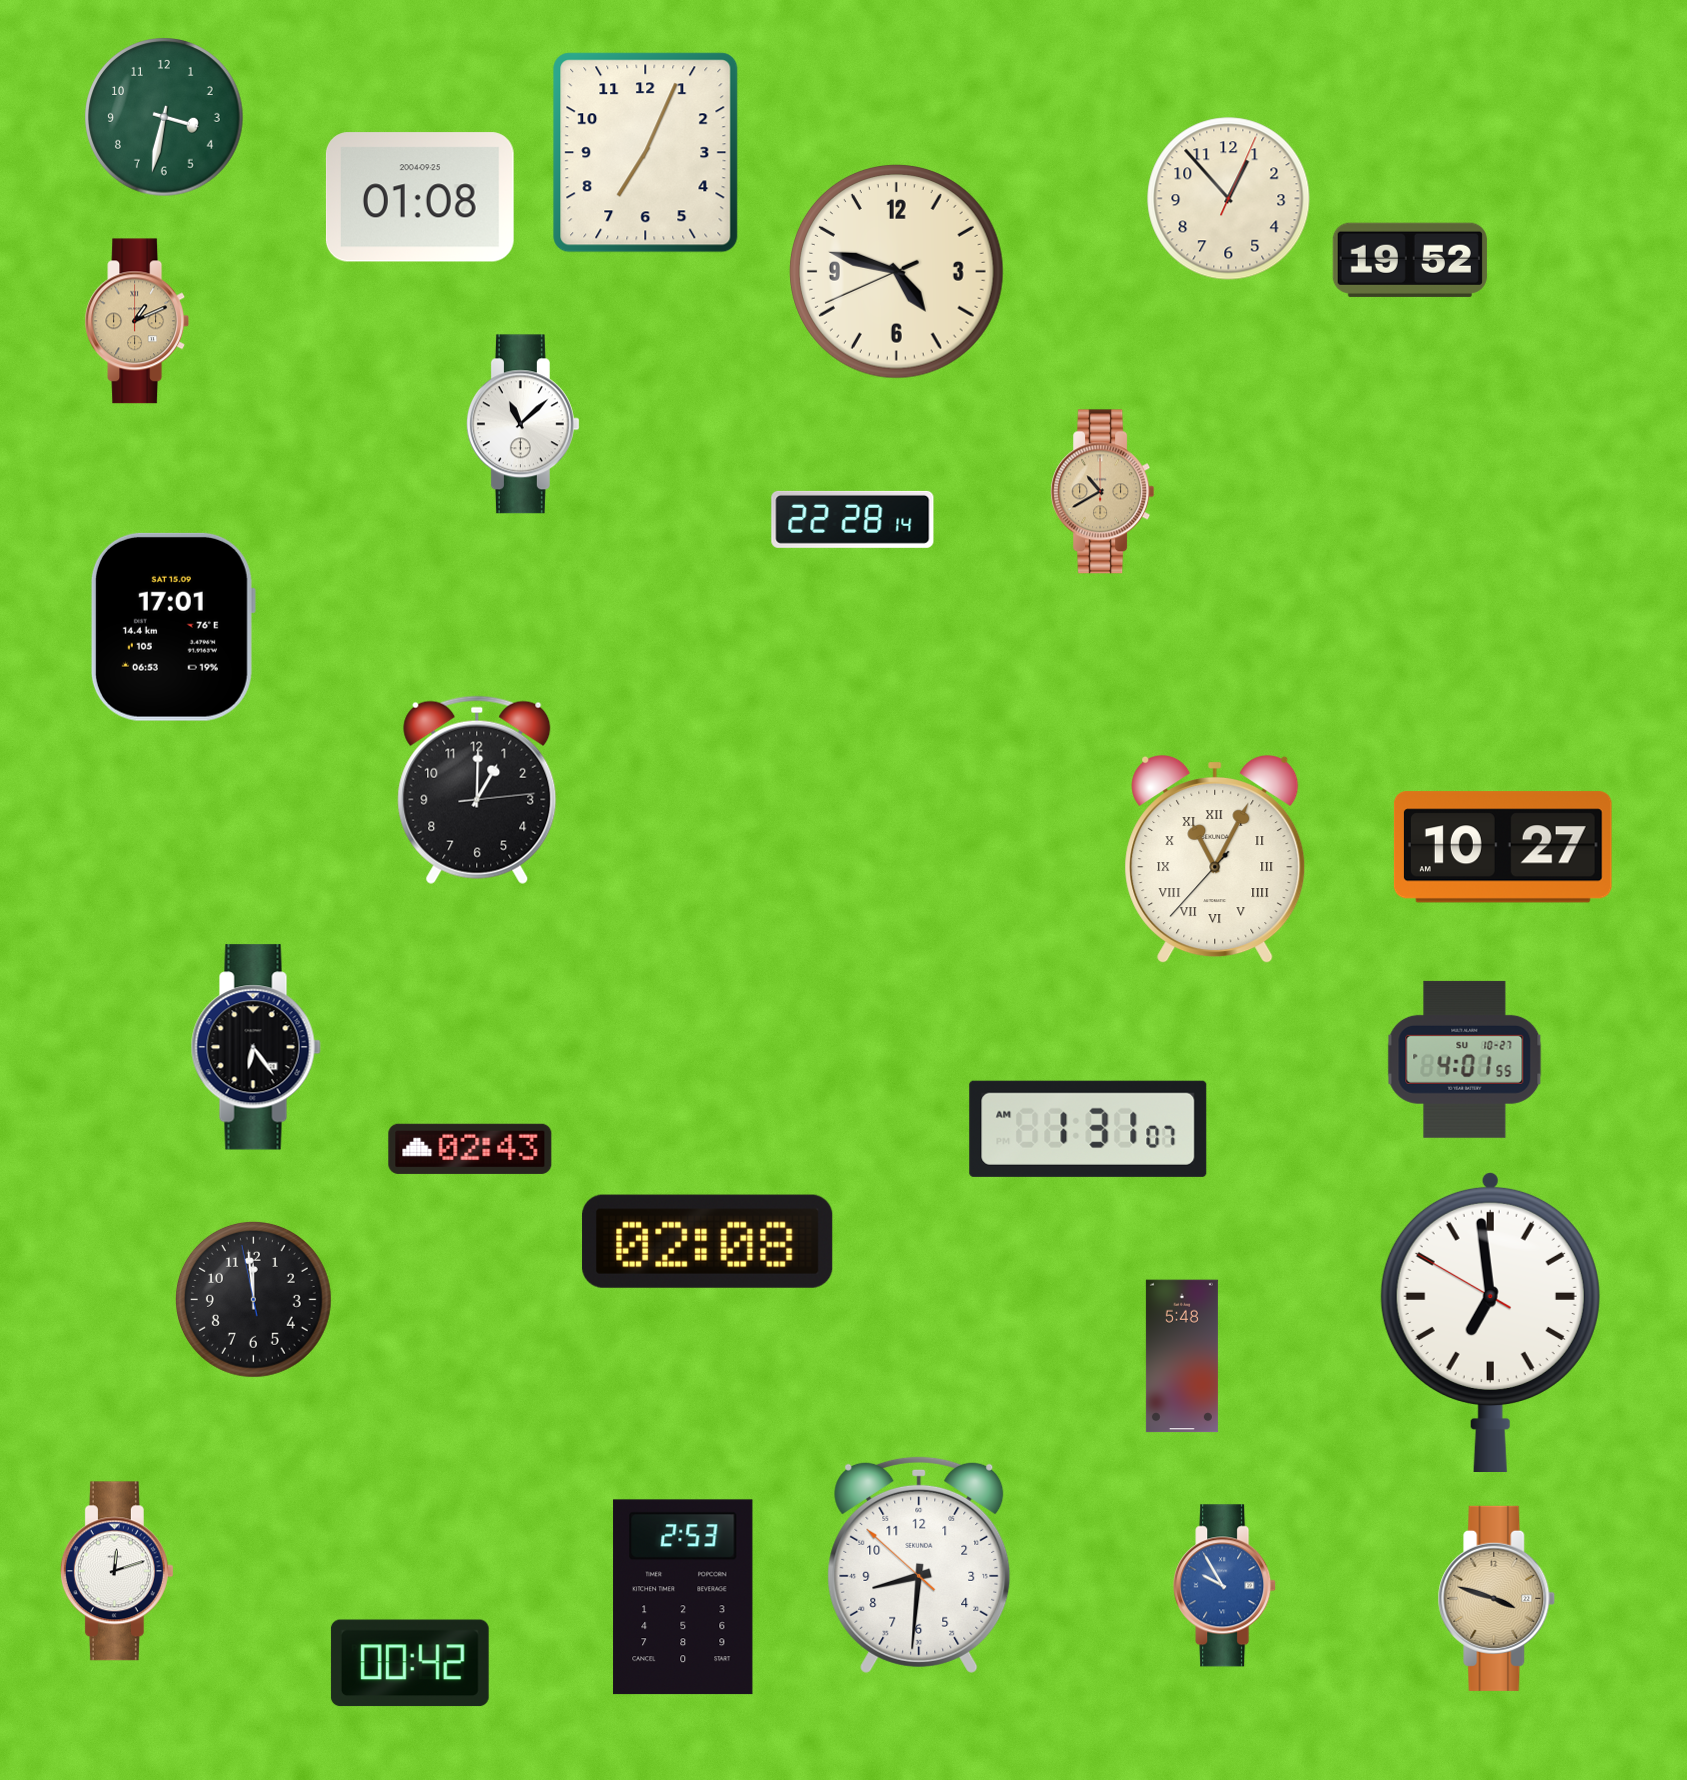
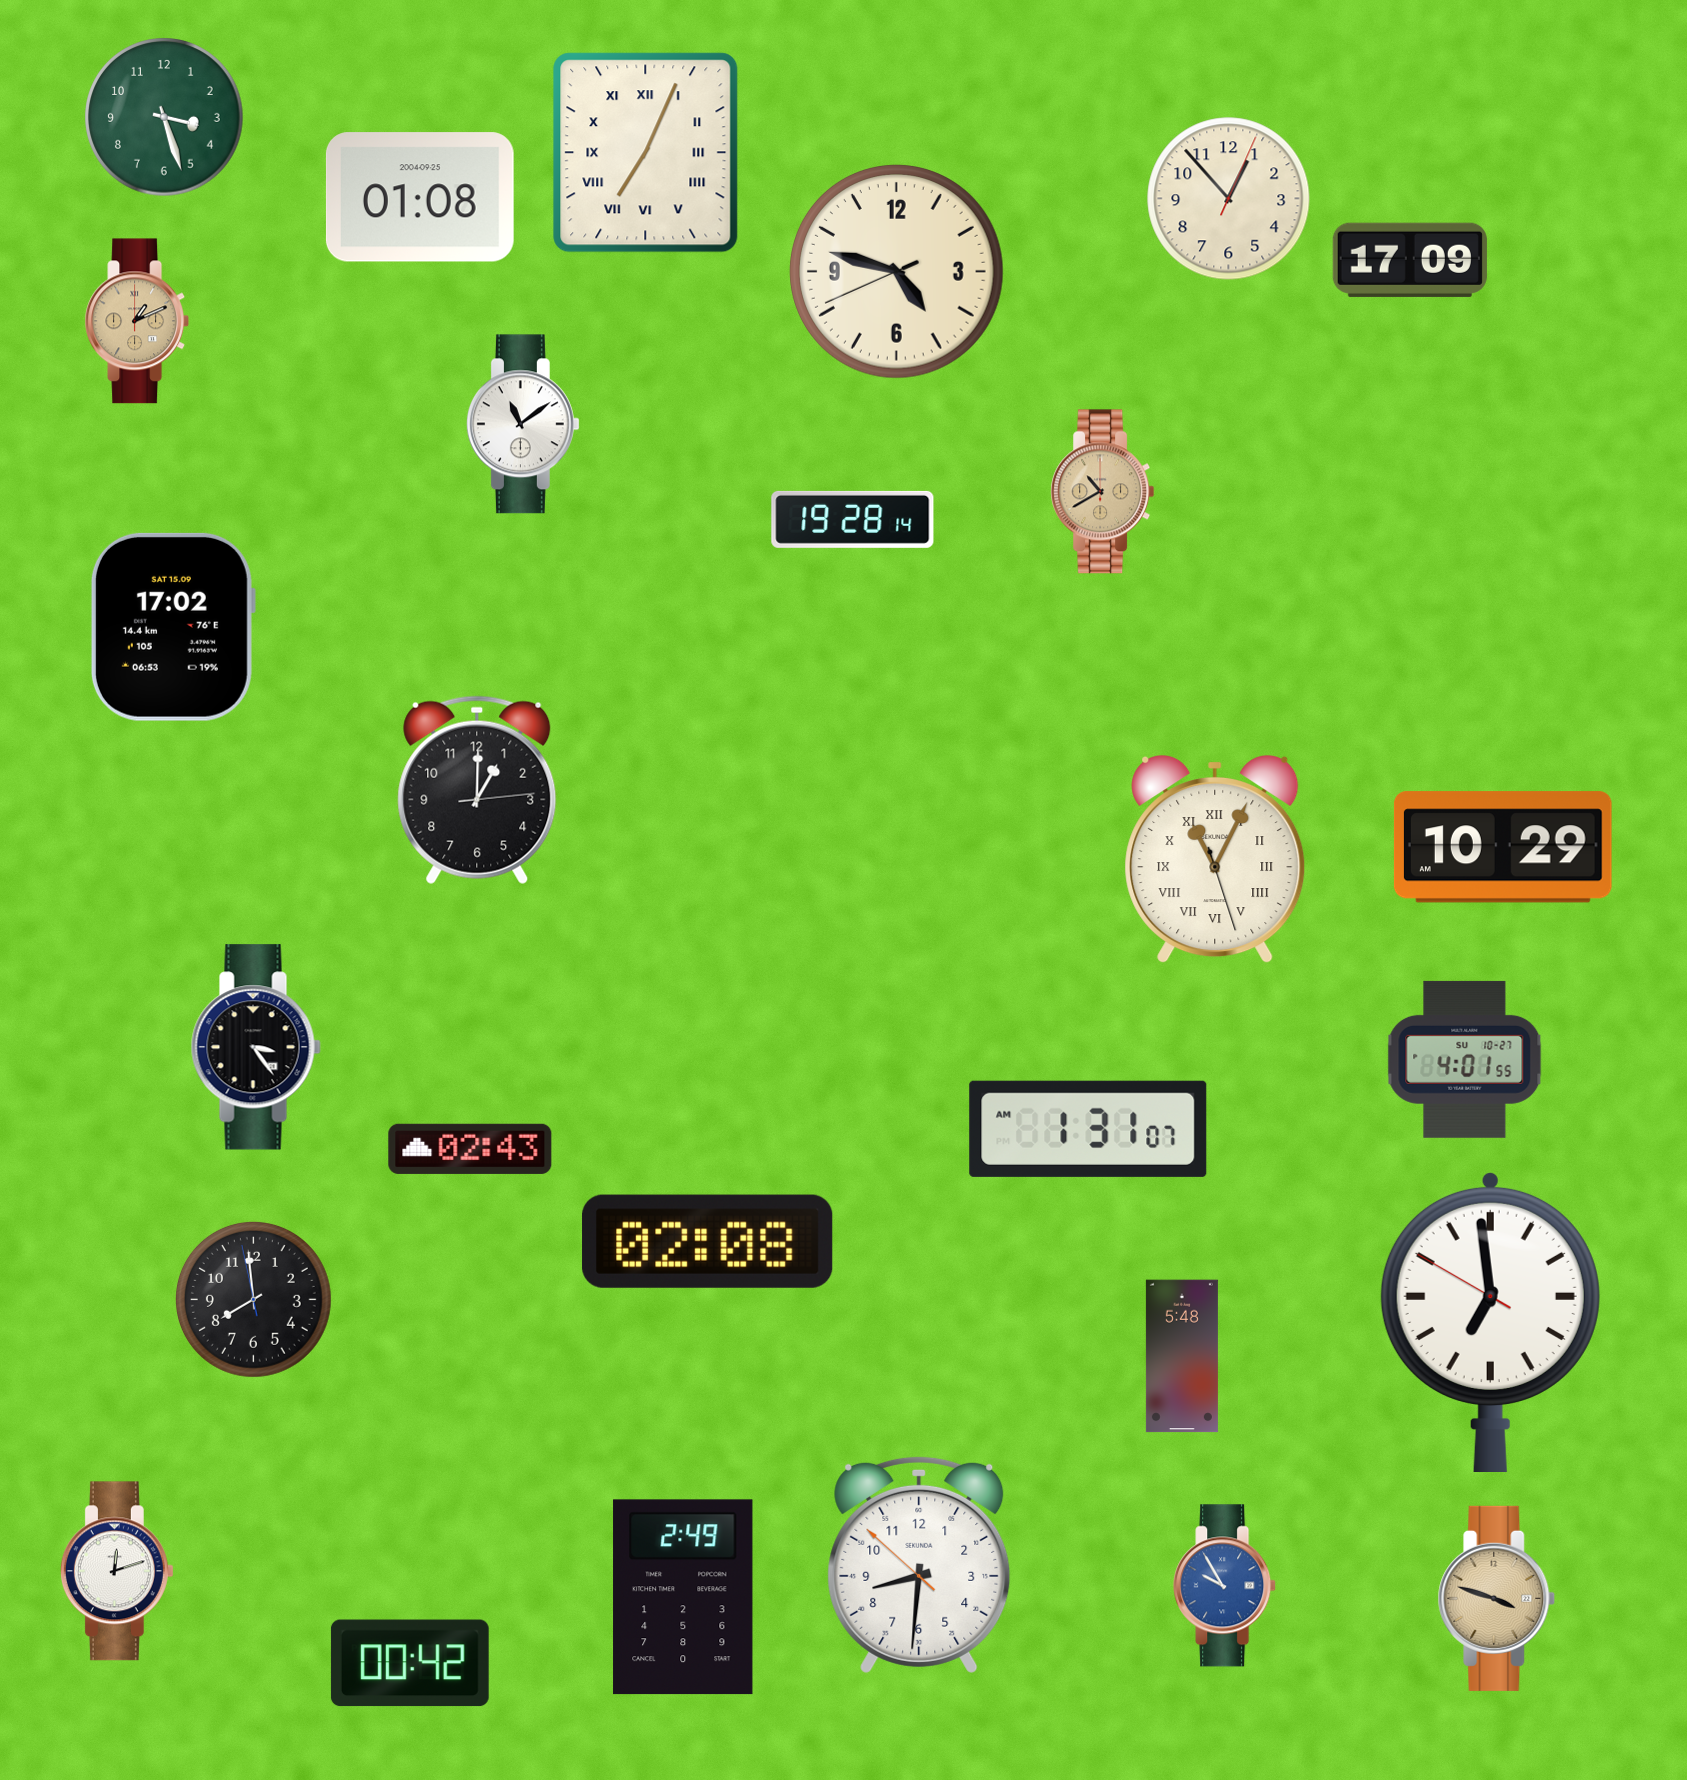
clock at (164, 117): 3:32 -> 3:27
clock at (646, 153) numerals: Arabic -> Roman
clock at (1410, 260): 19:52 -> 17:09
clock at (523, 424): 11:08 -> 11:09
clock at (853, 519): 22:28 -> 19:28
clock at (172, 627): 17:01 -> 17:02
clock at (1503, 847): 10:27 -> 10:29
clock at (1215, 859): 11:04:37 -> 11:04:27
clock at (256, 1047): 6:24 -> 3:24
clock at (253, 1299): 11:58 -> 7:58
clock at (683, 1597): 2:53 -> 2:49
